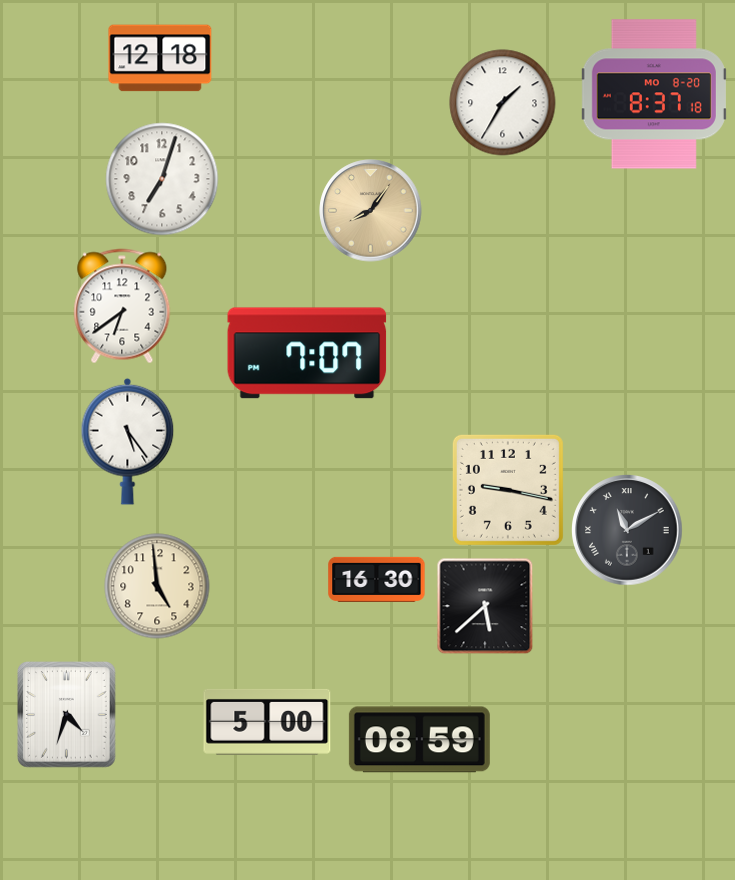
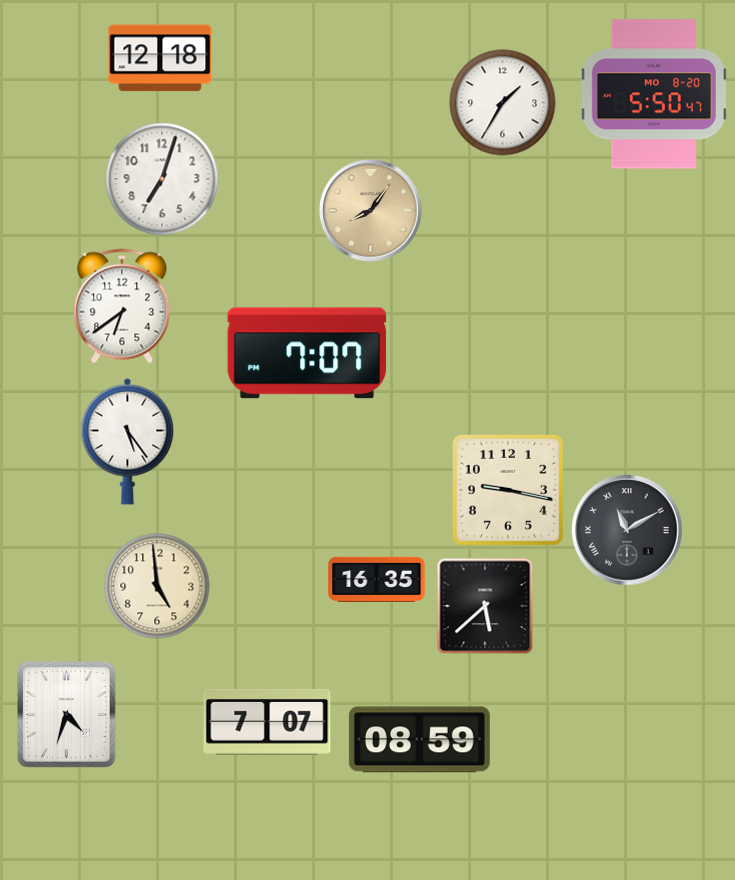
clock at (654, 94): 8:37 -> 5:50
clock at (377, 579): 16:30 -> 16:35
clock at (267, 722): 5:00 -> 7:07
